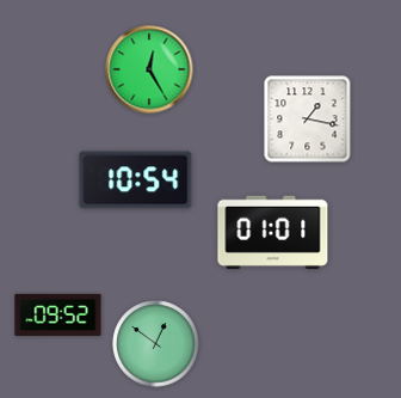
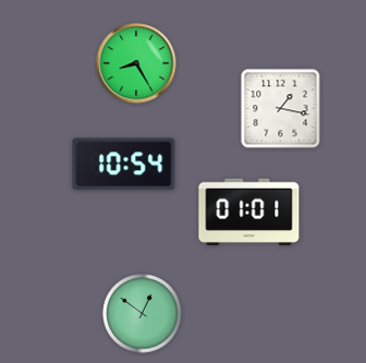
clock at (149, 69): 12:25 -> 8:25
clock at (58, 314): 09:52 -> none
